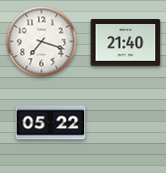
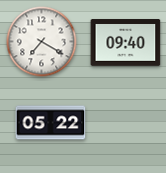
clock at (42, 42): 7:18 -> 7:20
clock at (126, 43): 21:40 -> 09:40
